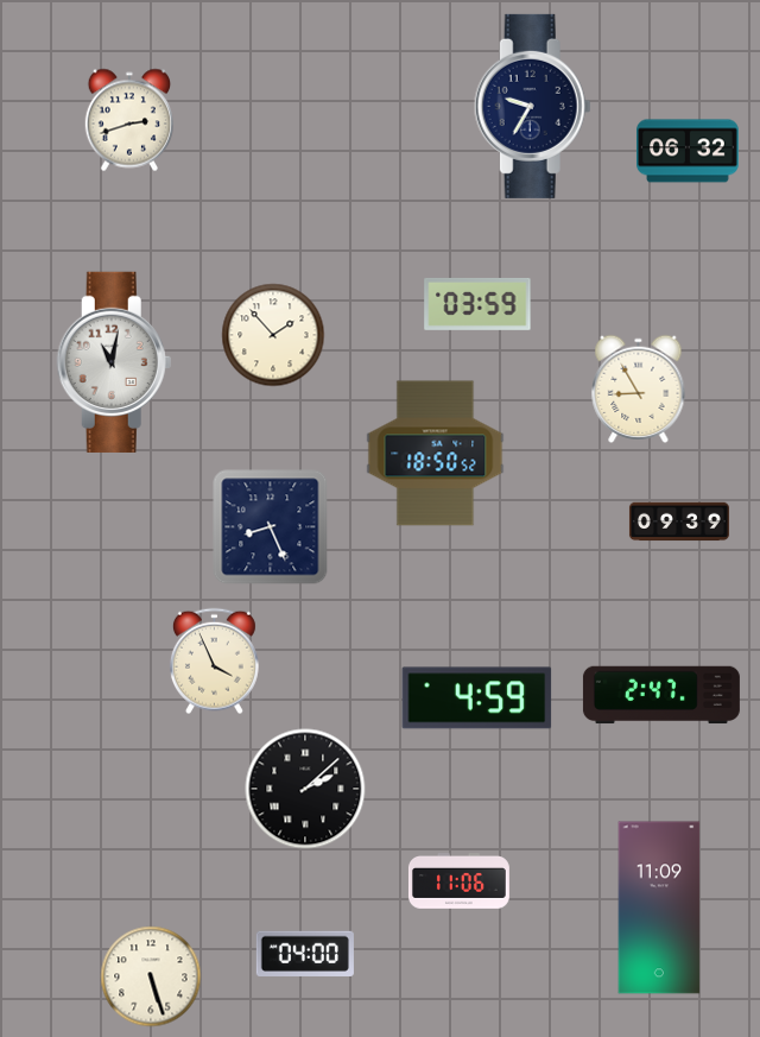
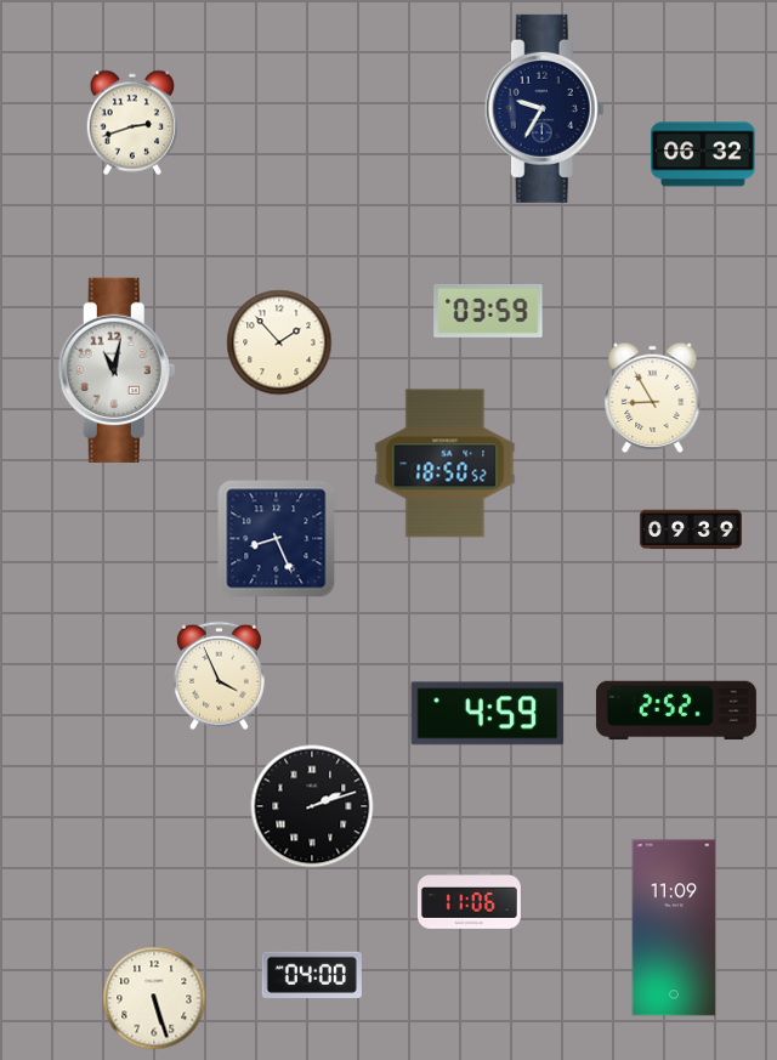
clock at (679, 521) position: (679, 521) -> (691, 529)
clock at (661, 695): 2:47 -> 2:52
clock at (305, 789): 2:08 -> 2:12
